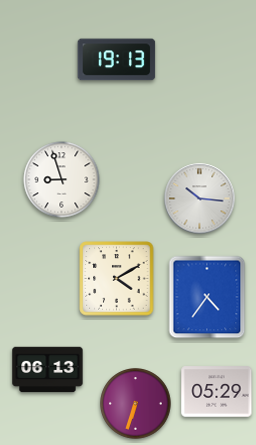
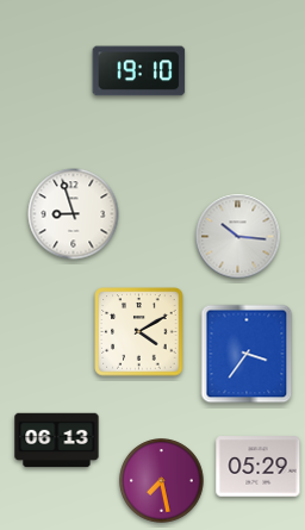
clock at (117, 60): 19:13 -> 19:10
clock at (207, 297): 4:36 -> 3:36
clock at (136, 404): 6:33 -> 7:28
